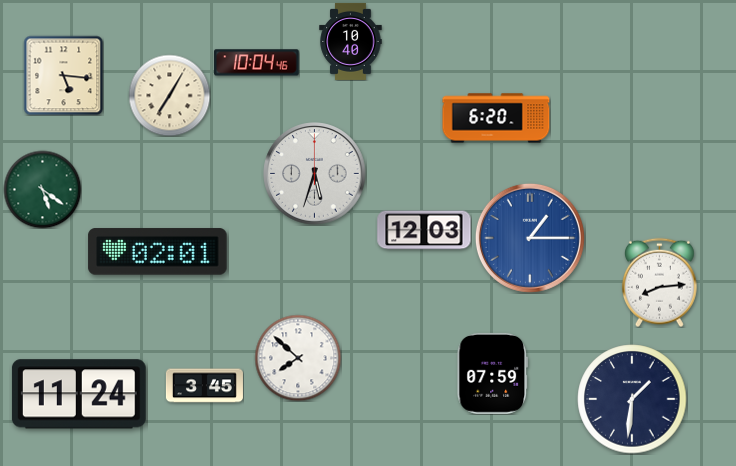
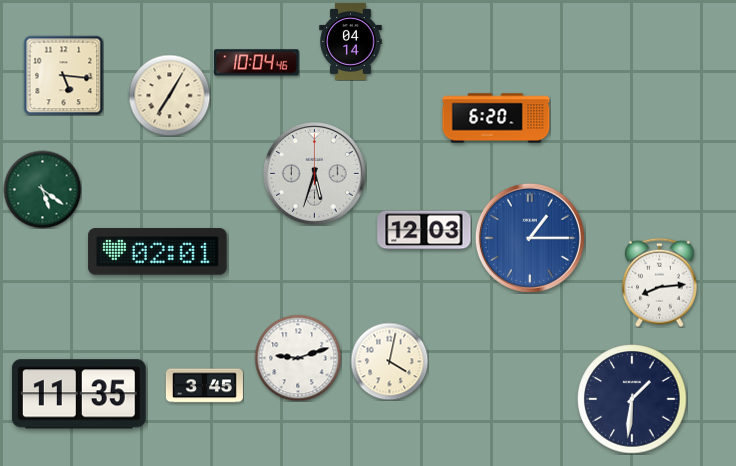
clock at (351, 41): 10:40 -> 04:14
clock at (298, 358): 7:52 -> 9:12
clock at (389, 361): none -> 4:02
clock at (493, 373): 07:59 -> none
clock at (79, 394): 11:24 -> 11:35
